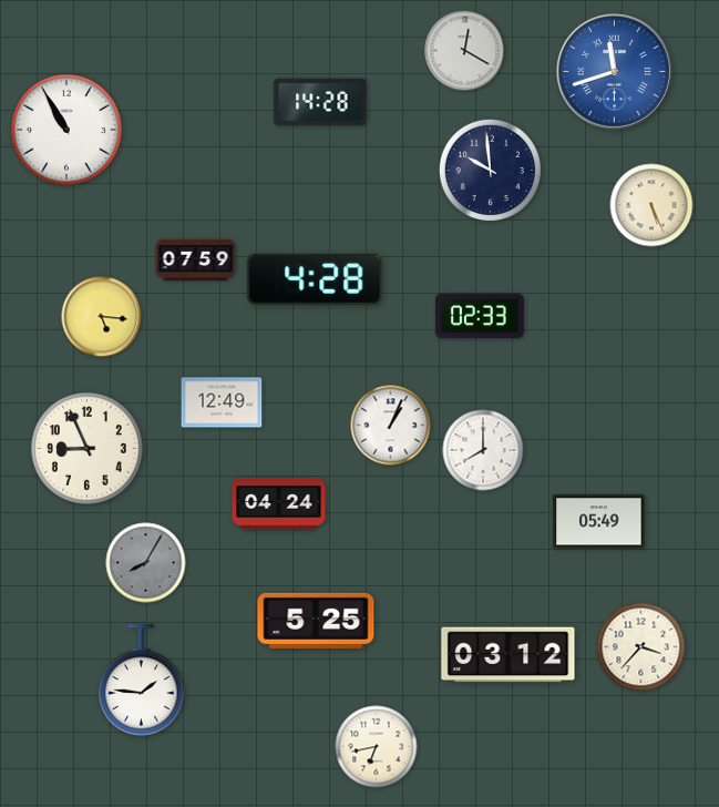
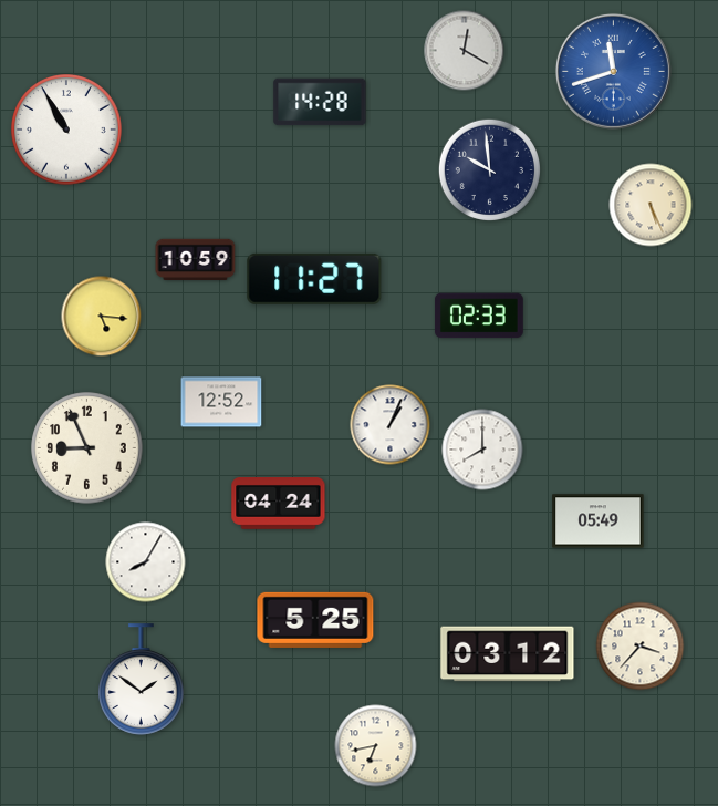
clock at (196, 261): 07:59 -> 10:59
clock at (315, 279): 4:28 -> 11:27
clock at (222, 402): 12:49 -> 12:52
clock at (146, 563) dial: grey -> white
clock at (142, 681): 1:46 -> 1:51
